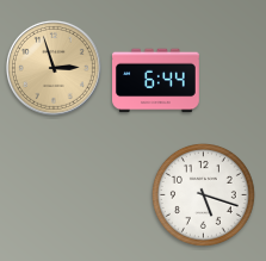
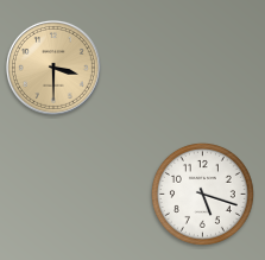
clock at (54, 68): 2:57 -> 3:30
clock at (156, 81): 6:44 -> none
